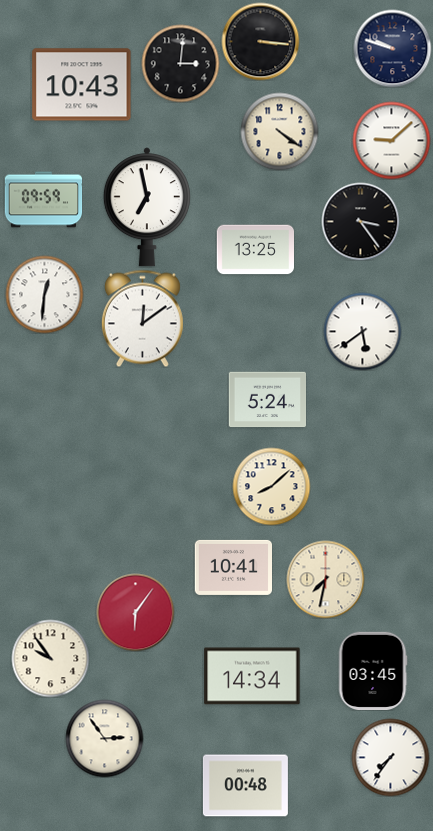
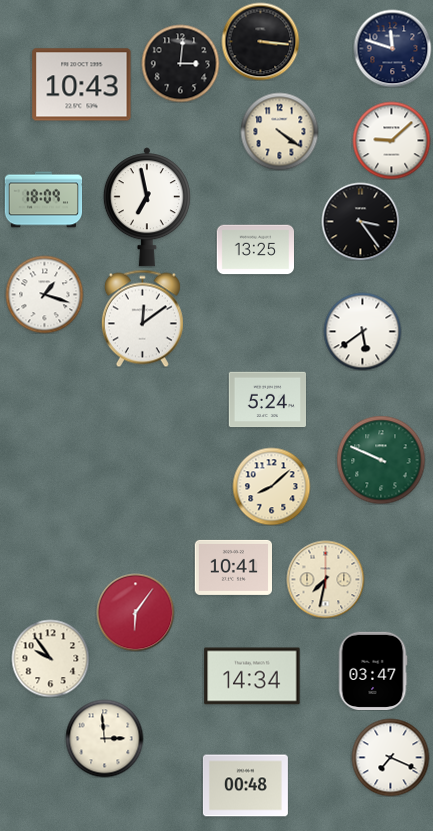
clock at (392, 48): 9:48 -> 11:48
clock at (43, 200): 09:59 -> 18:09
clock at (44, 294): 12:31 -> 1:18
clock at (381, 460): none -> 9:49
clock at (373, 670): 03:45 -> 03:47
clock at (104, 738): 2:54 -> 2:59
clock at (390, 757): 7:36 -> 7:19
